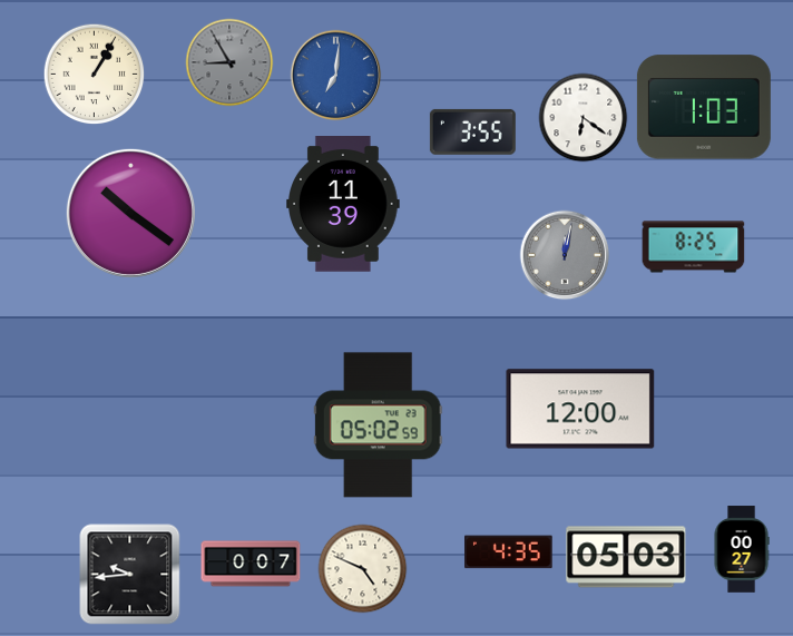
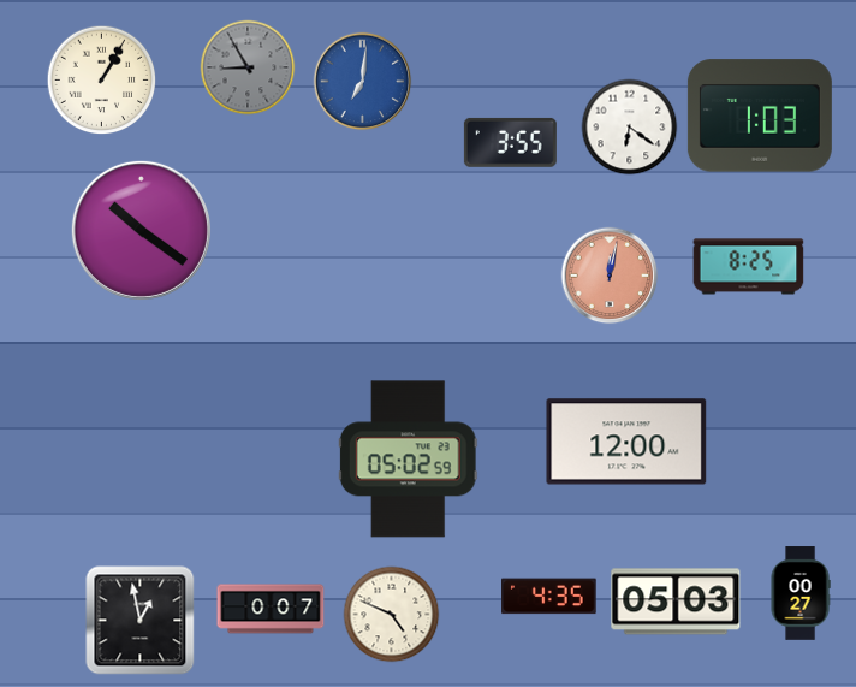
clock at (344, 205): 11:39 -> none
clock at (565, 255) dial: grey -> salmon
clock at (130, 575): 9:44 -> 12:58
